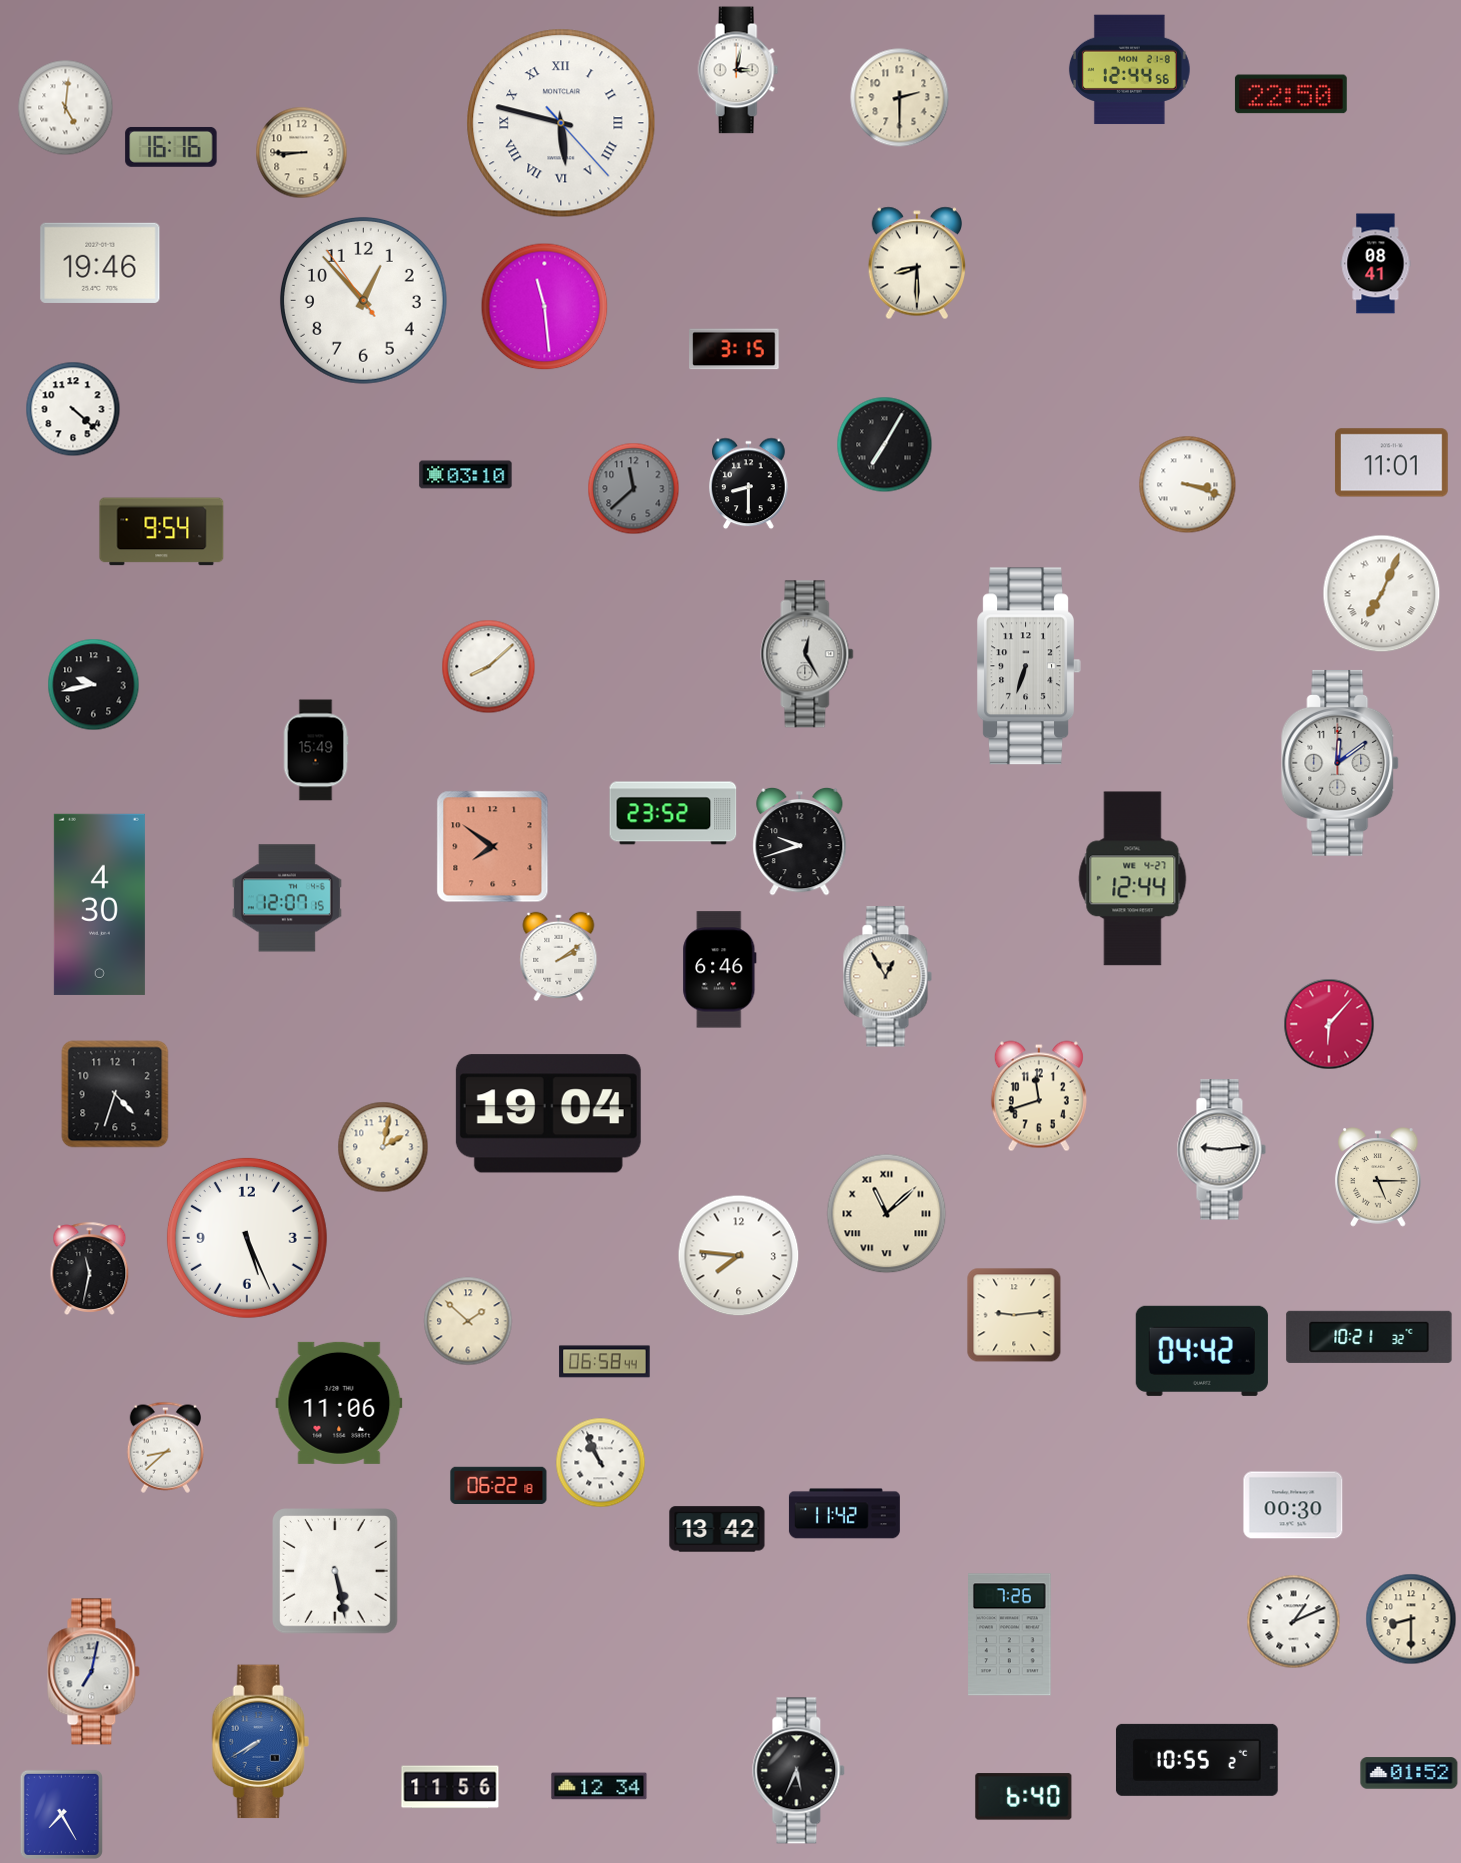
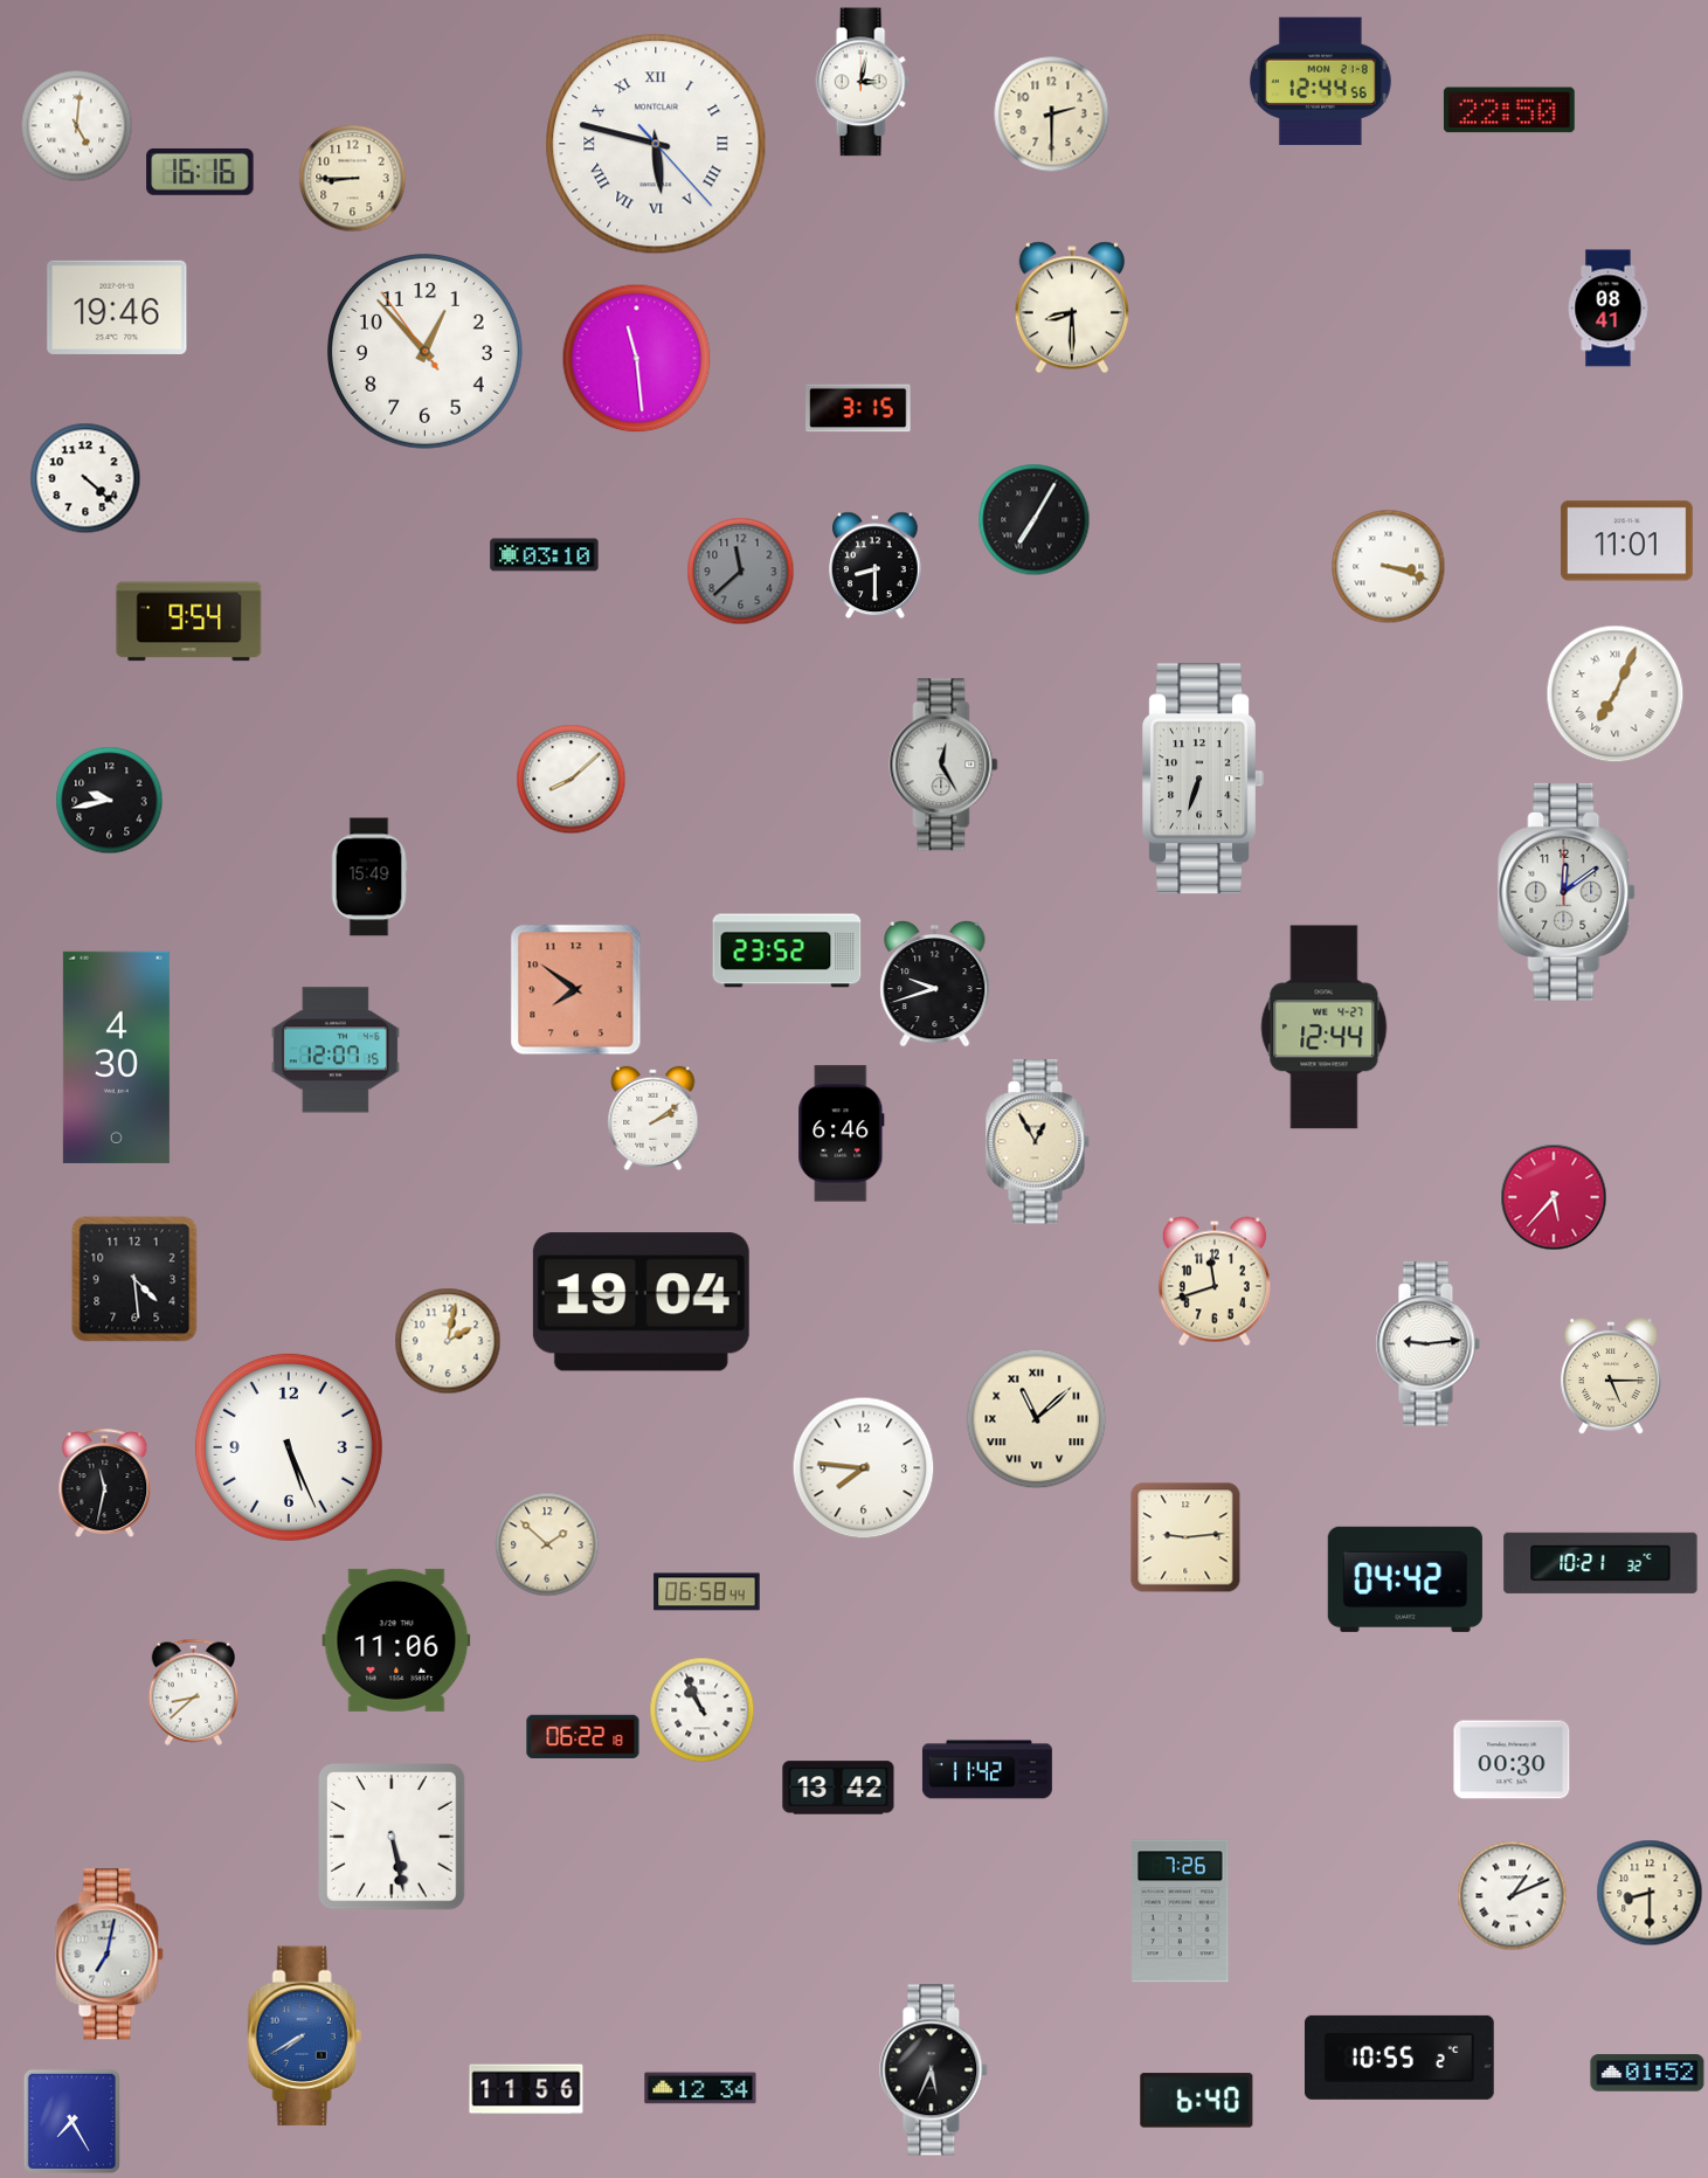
clock at (1329, 1024): 6:07 -> 5:37
clock at (115, 1094): 4:33 -> 4:29
